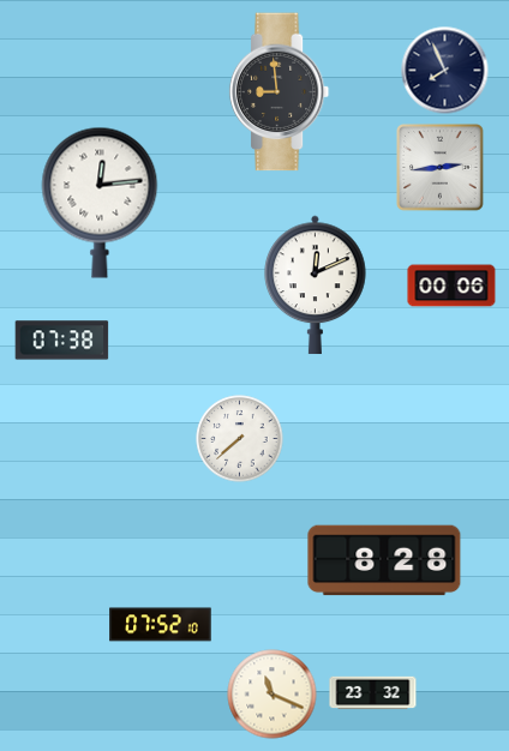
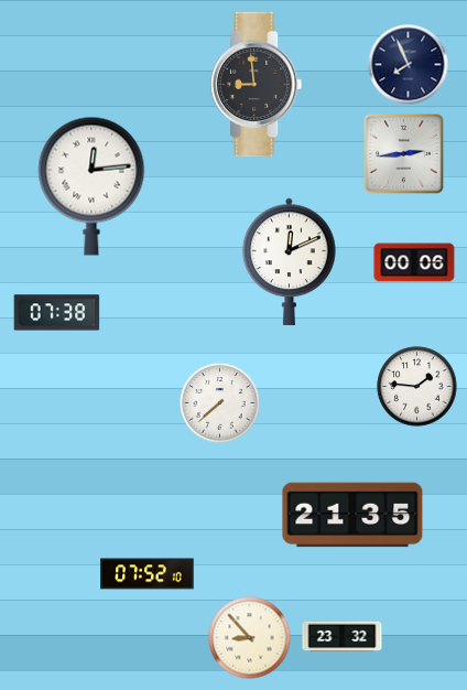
clock at (417, 387): none -> 1:46
clock at (384, 560): 8:28 -> 21:35
clock at (273, 695): 11:19 -> 8:53
